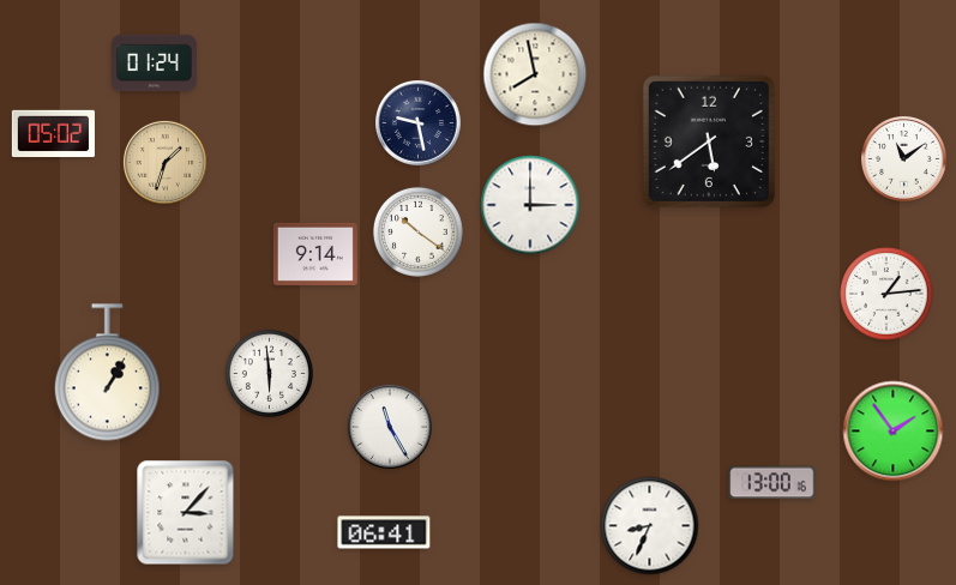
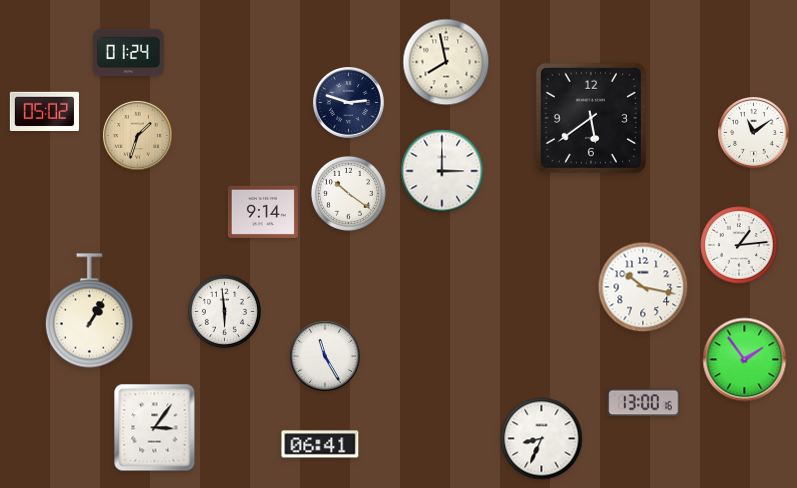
clock at (419, 123): 9:28 -> 2:48
clock at (643, 287): none -> 10:17
clock at (186, 513): 3:07 -> 3:06
